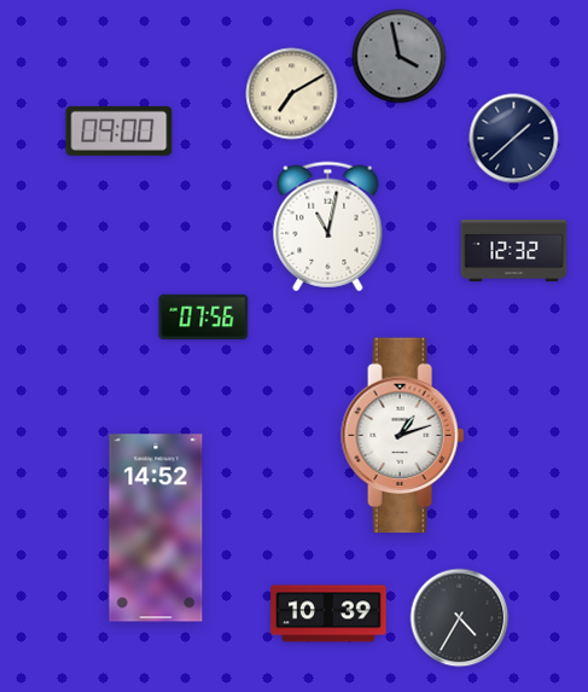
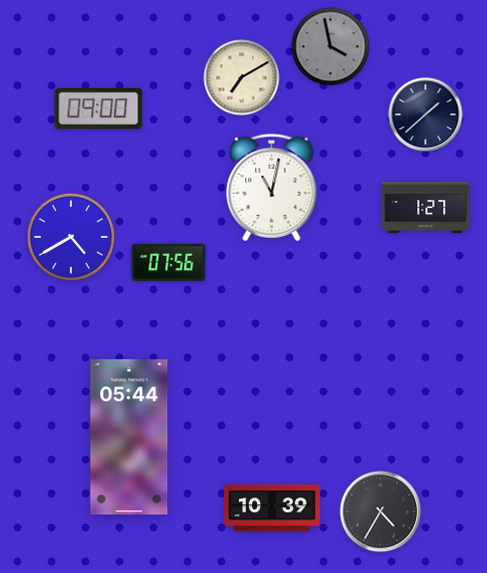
clock at (514, 251): 12:32 -> 1:27
clock at (71, 237): none -> 4:40
clock at (403, 436): 1:12 -> none
clock at (156, 528): 14:52 -> 05:44
